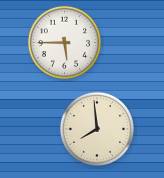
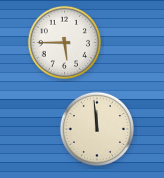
clock at (97, 129): 7:59 -> 11:59
